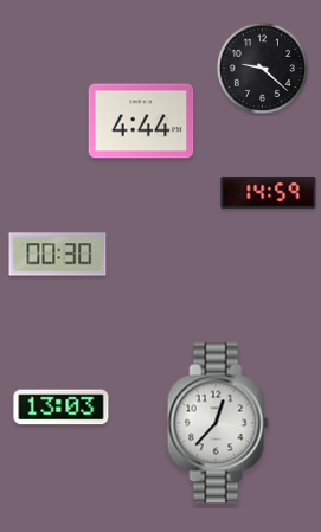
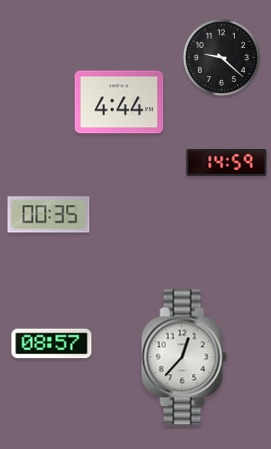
clock at (58, 255): 00:30 -> 00:35
clock at (62, 408): 13:03 -> 08:57
